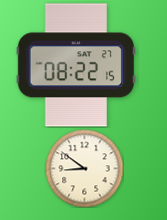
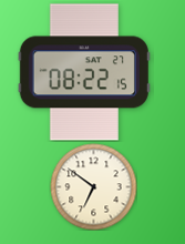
clock at (84, 168): 8:51 -> 6:51
